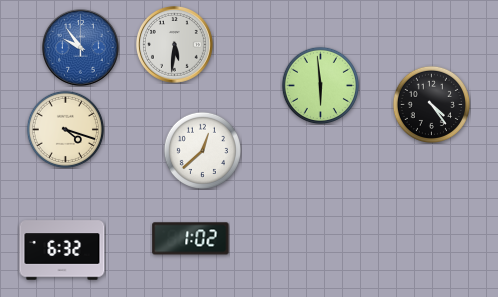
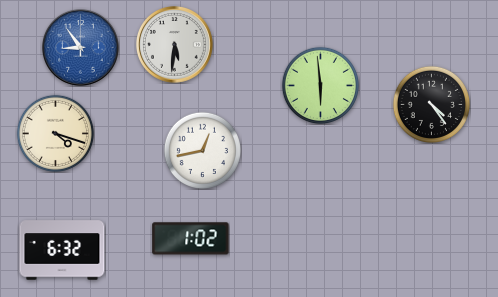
clock at (81, 48): 9:54 -> 8:54
clock at (65, 129) position: (65, 129) -> (55, 133)
clock at (202, 150): 12:38 -> 12:43
